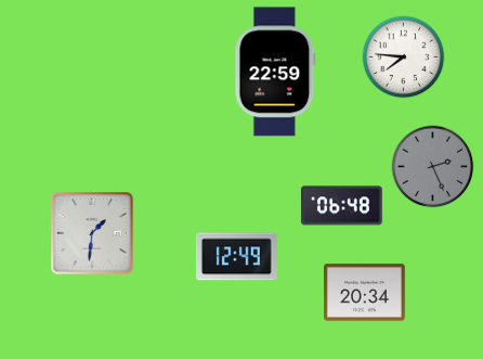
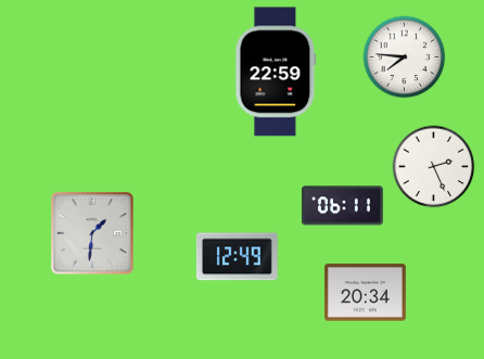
clock at (433, 167) dial: grey -> white
clock at (341, 206): 06:48 -> 06:11
